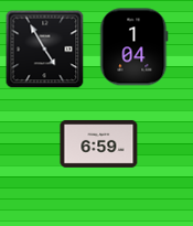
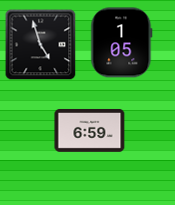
clock at (135, 47): 1:04 -> 1:05
clock at (45, 50): 4:55 -> 4:57
